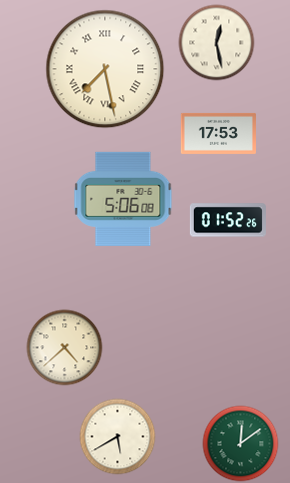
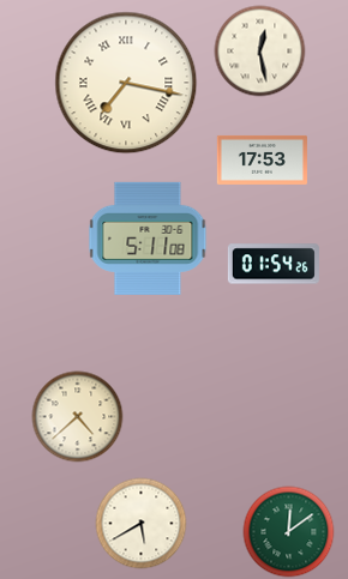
clock at (105, 69): 7:28 -> 7:17
clock at (123, 199): 5:06 -> 5:11
clock at (228, 220): 01:52 -> 01:54
